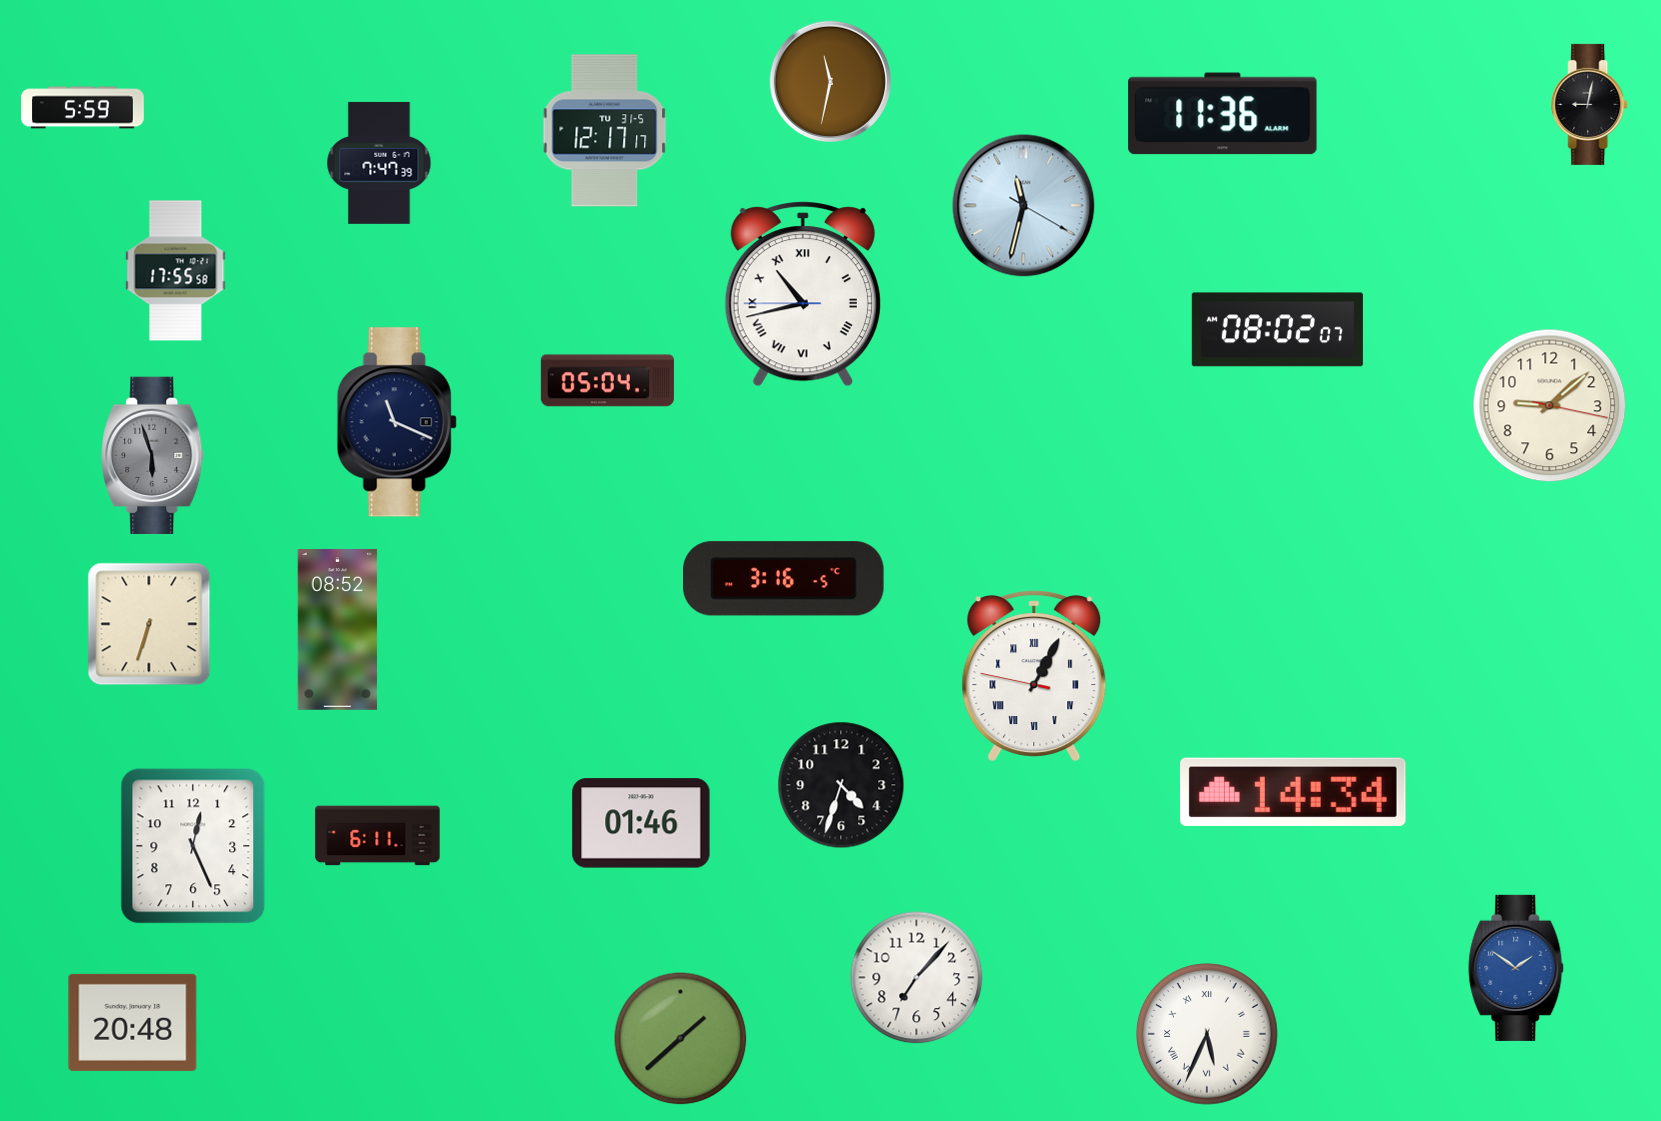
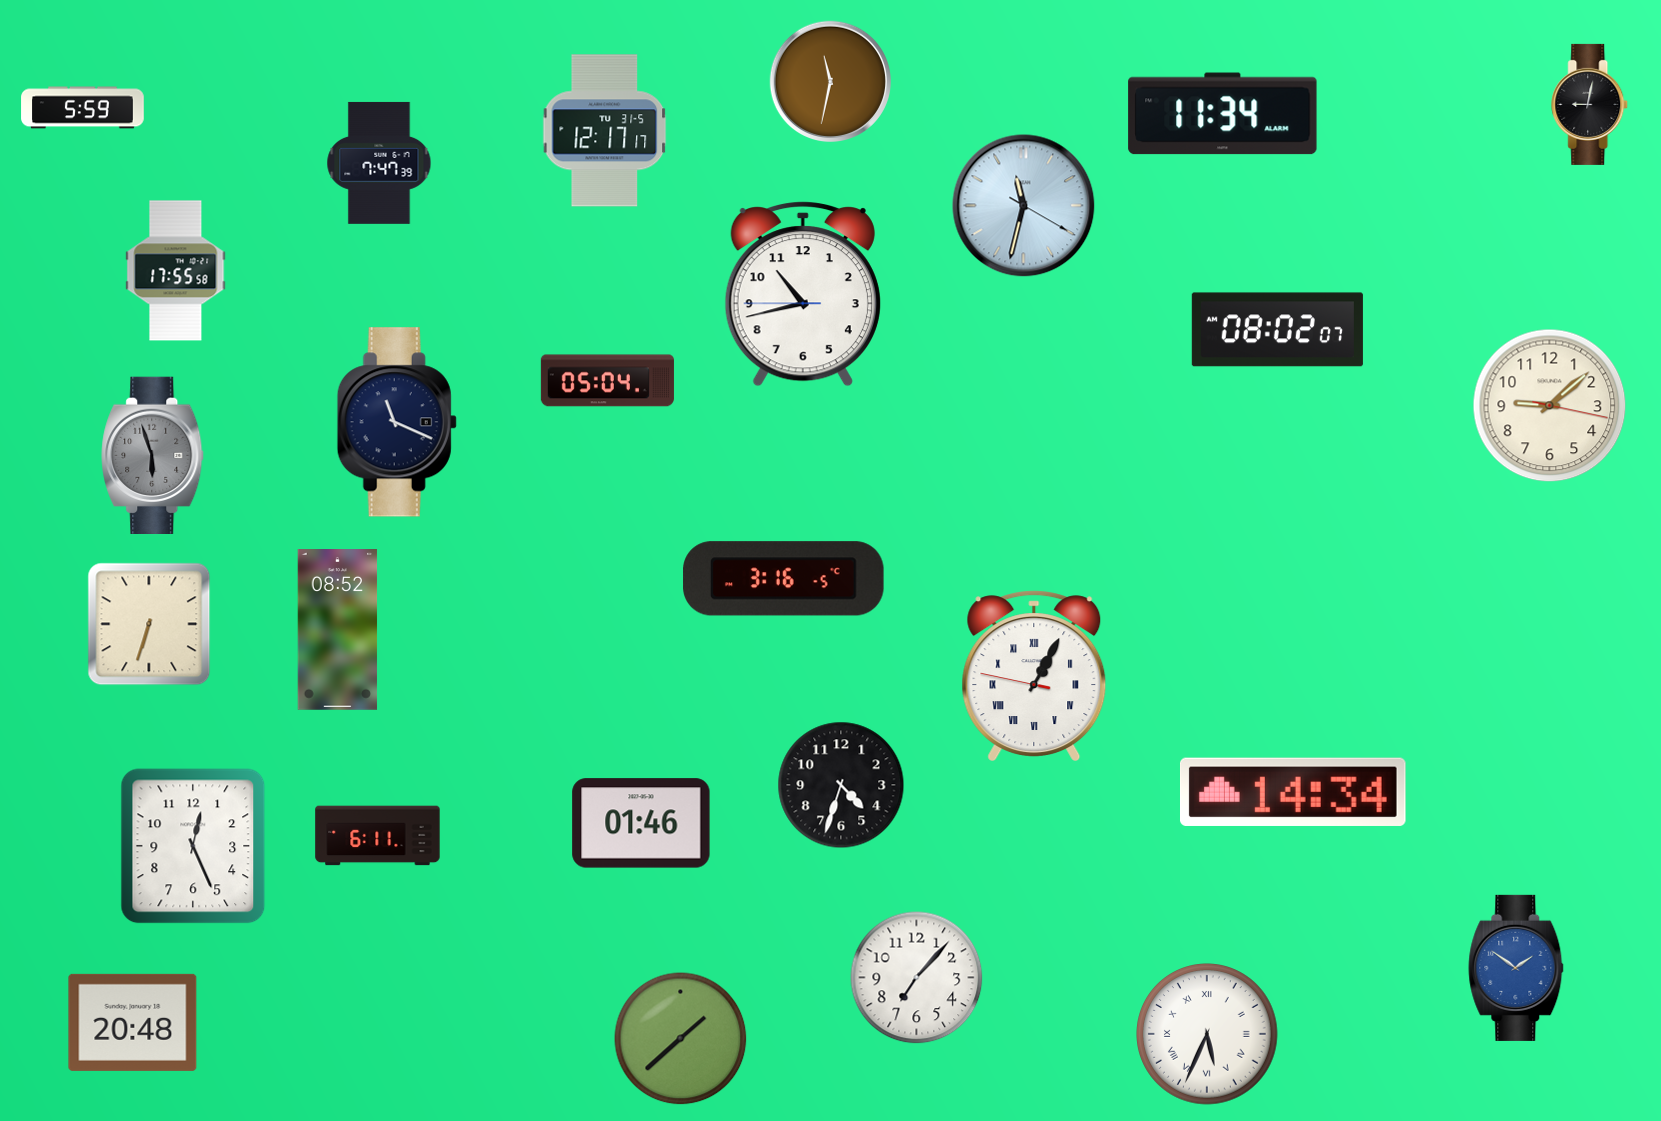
clock at (1223, 114): 11:36 -> 11:34
clock at (803, 295) numerals: Roman -> Arabic
